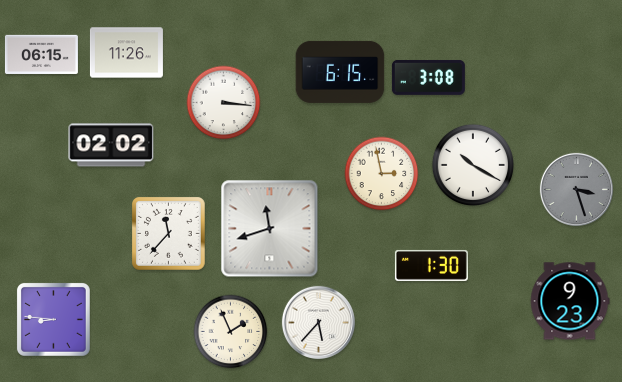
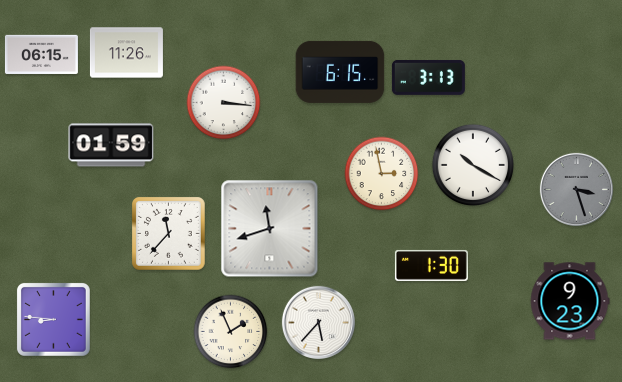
clock at (428, 77): 3:08 -> 3:13
clock at (111, 145): 02:02 -> 01:59
